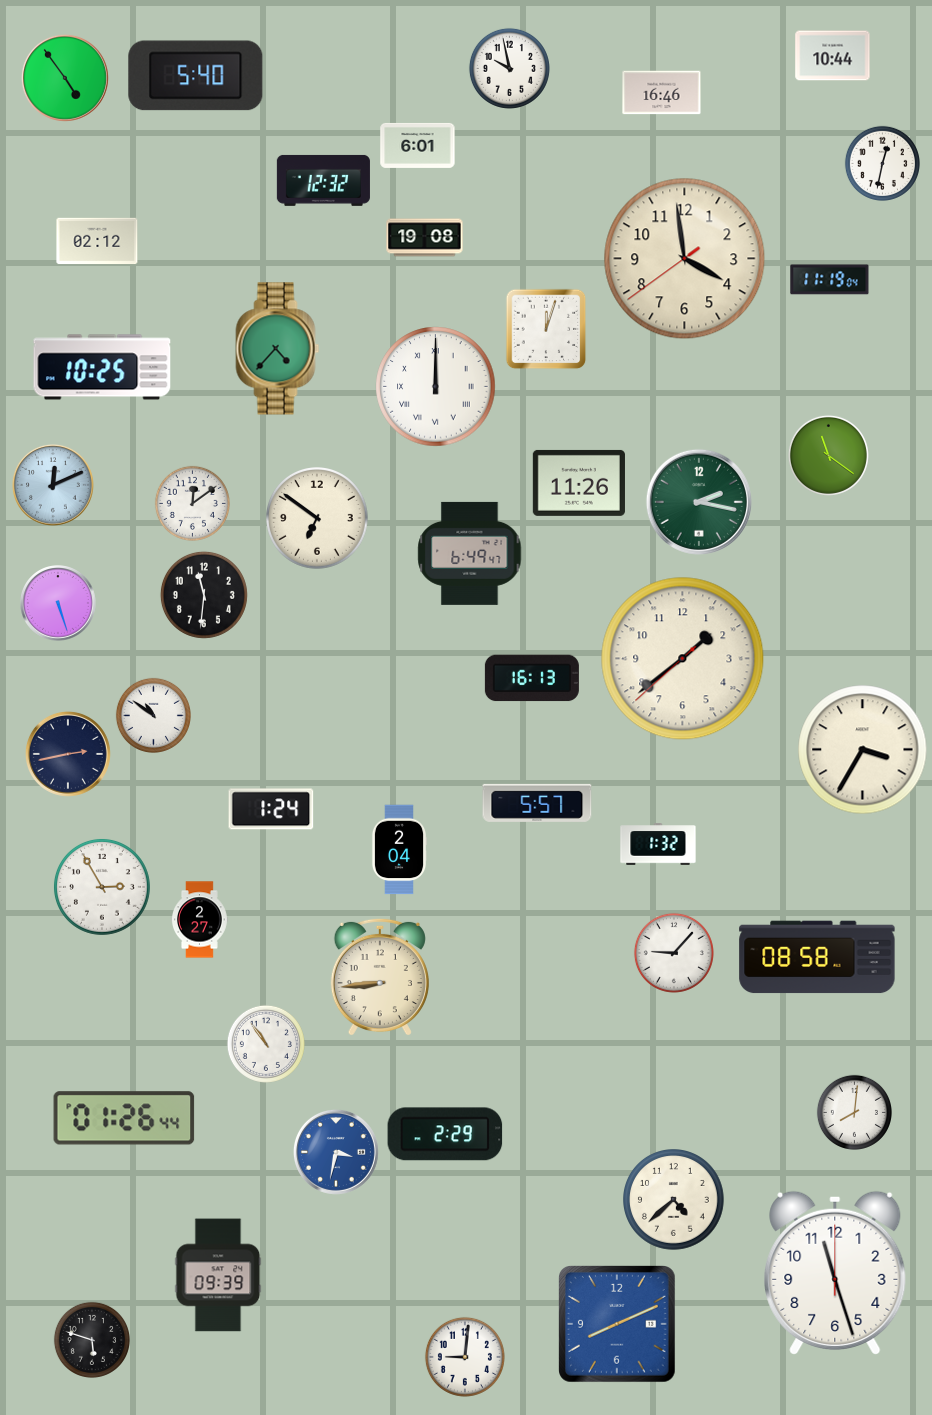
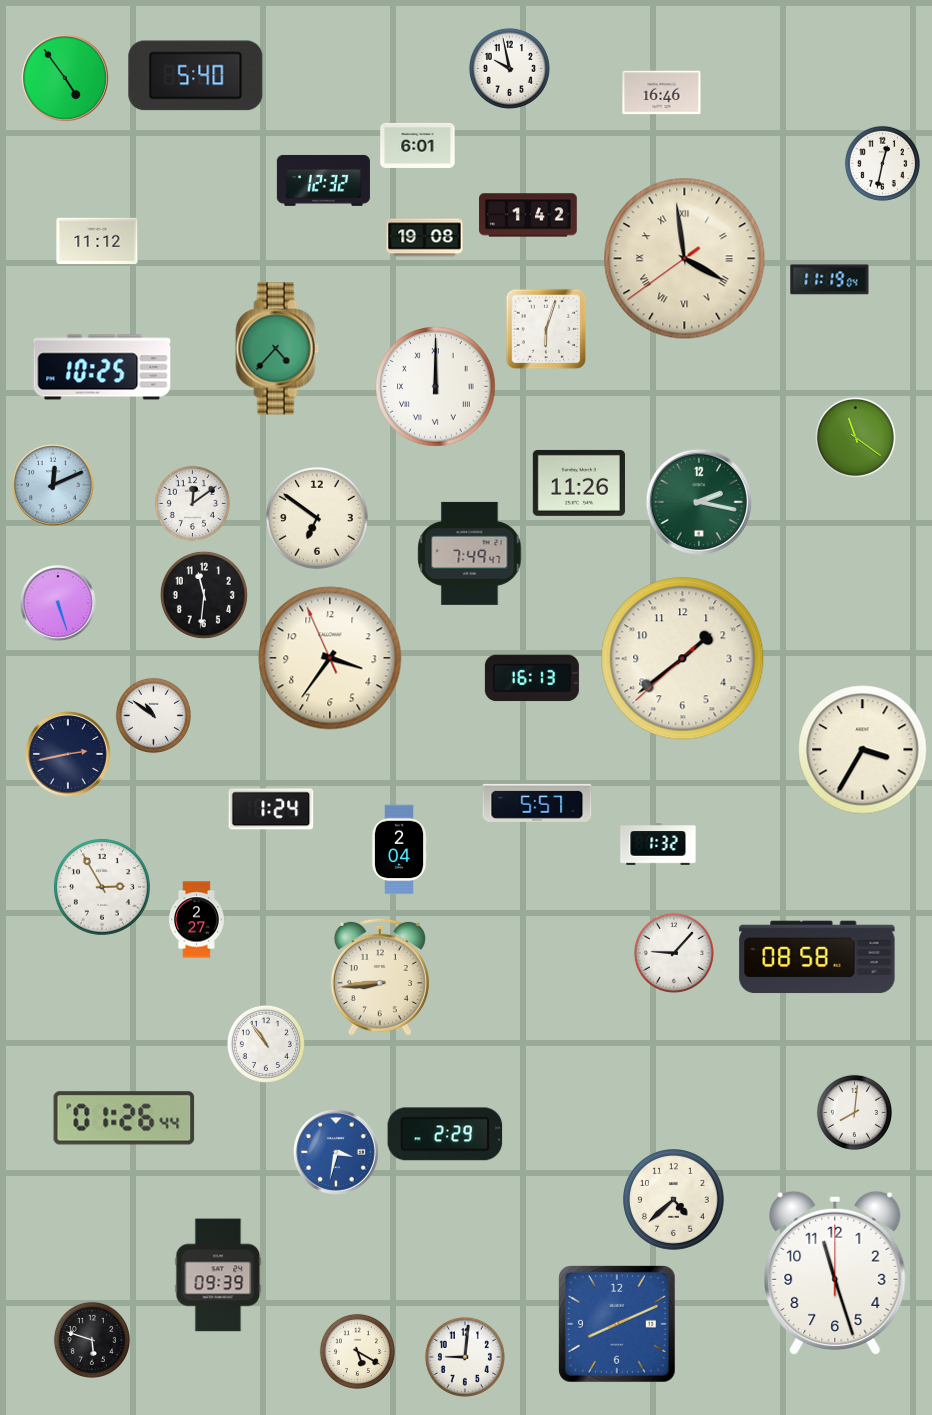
clock at (833, 56): 10:44 -> none
clock at (528, 215): none -> 1:42
clock at (97, 241): 02:12 -> 11:12
clock at (685, 259) numerals: Arabic -> Roman
clock at (546, 329): 12:03 -> 6:03
clock at (828, 455) position: (828, 455) -> (855, 437)
clock at (470, 553): 6:49 -> 7:49
clock at (330, 658): none -> 3:35
clock at (200, 920) position: (200, 920) -> (197, 920)
clock at (357, 1351): none -> 5:20
